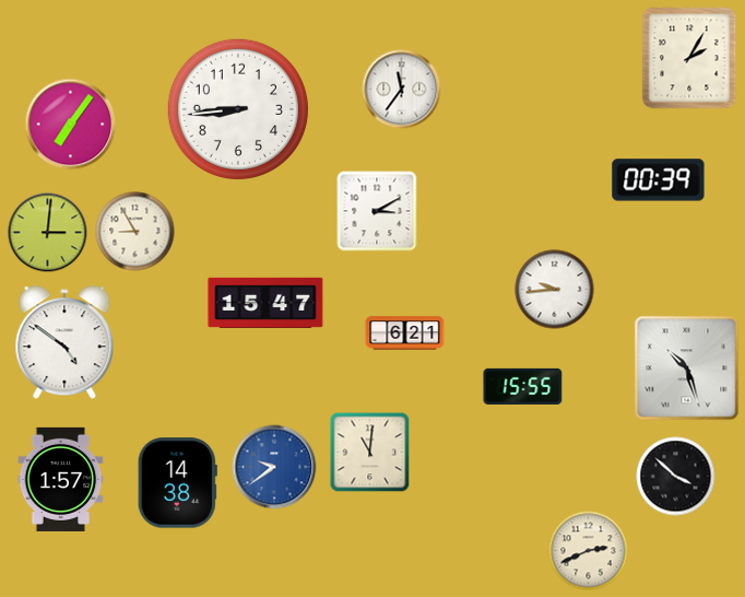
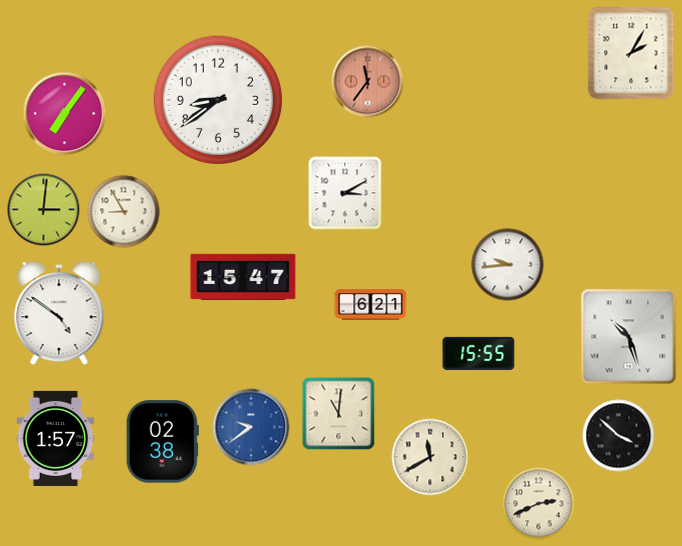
clock at (402, 90) dial: white -> salmon
clock at (238, 109): 8:44 -> 8:39
clock at (659, 180): 00:39 -> none
clock at (48, 233) position: (48, 233) -> (44, 210)
clock at (177, 483): 14:38 -> 02:38
clock at (430, 457): none -> 11:40
